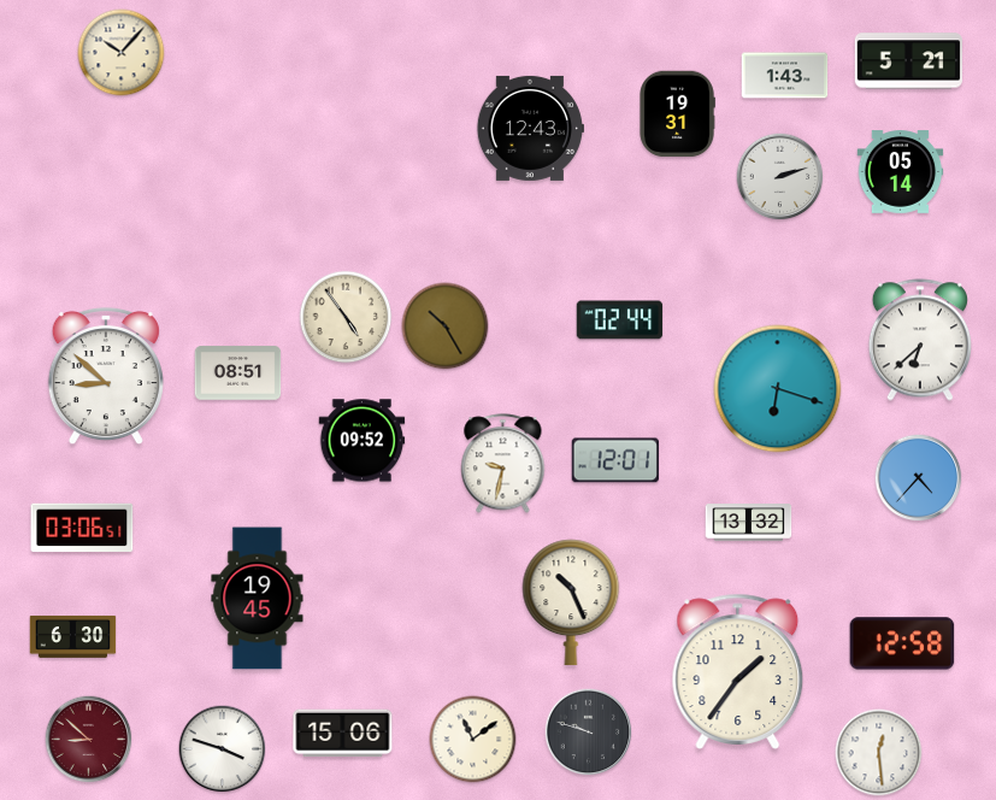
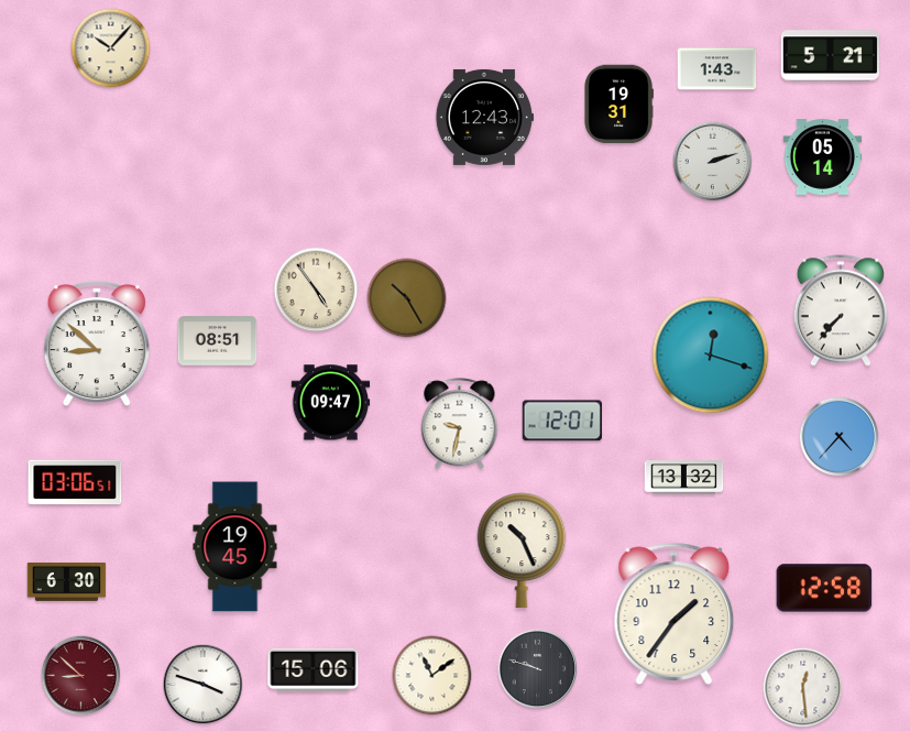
clock at (620, 320): 02:44 -> none
clock at (920, 340): 6:38 -> 7:37
clock at (778, 389): 6:18 -> 12:18
clock at (363, 441): 09:52 -> 09:47
